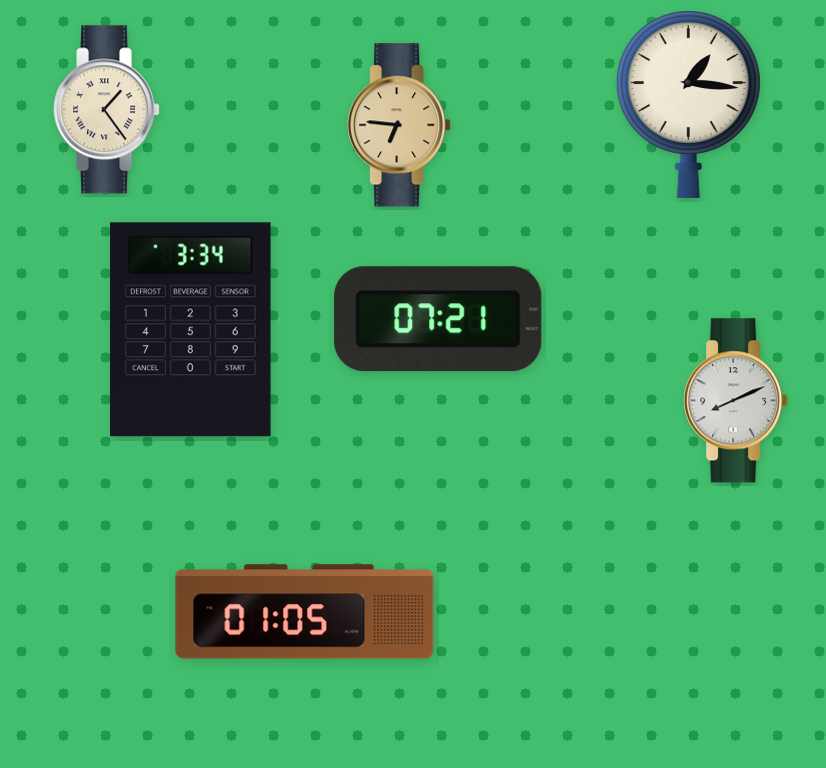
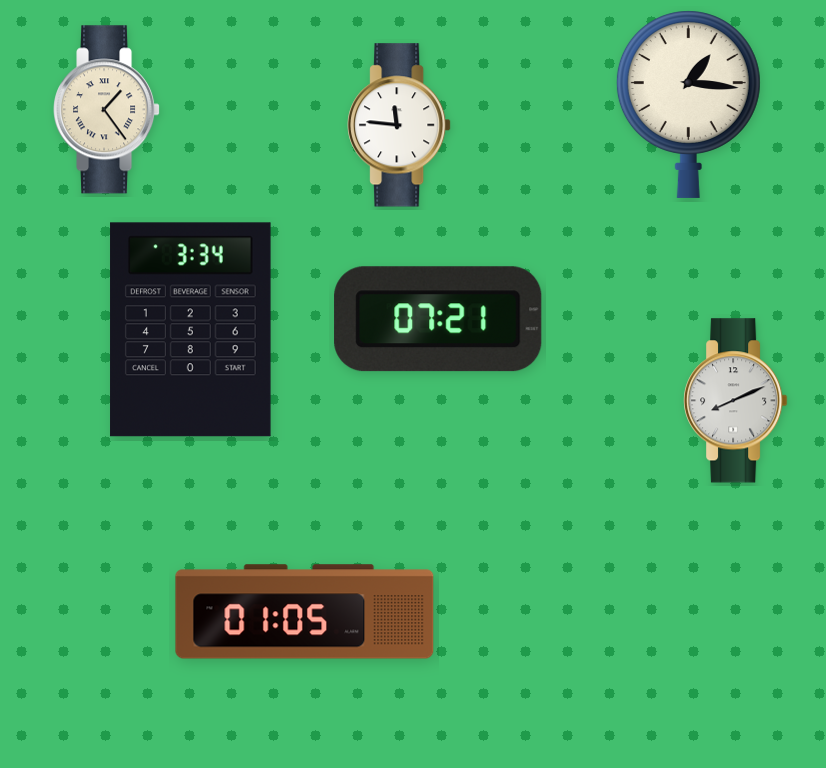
clock at (400, 125): 6:46 -> 11:46
clock at (400, 125) dial: champagne -> white
